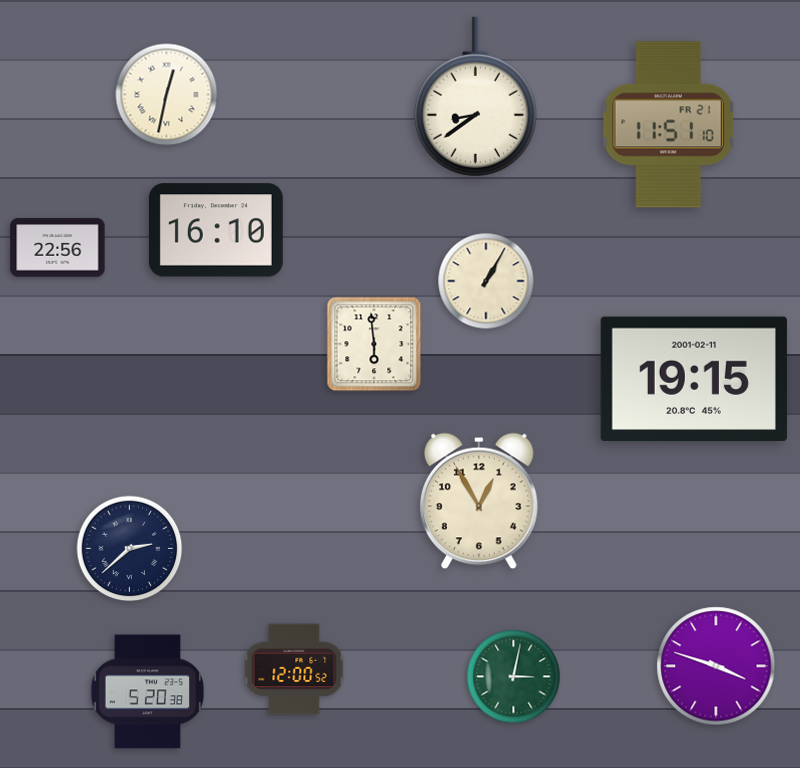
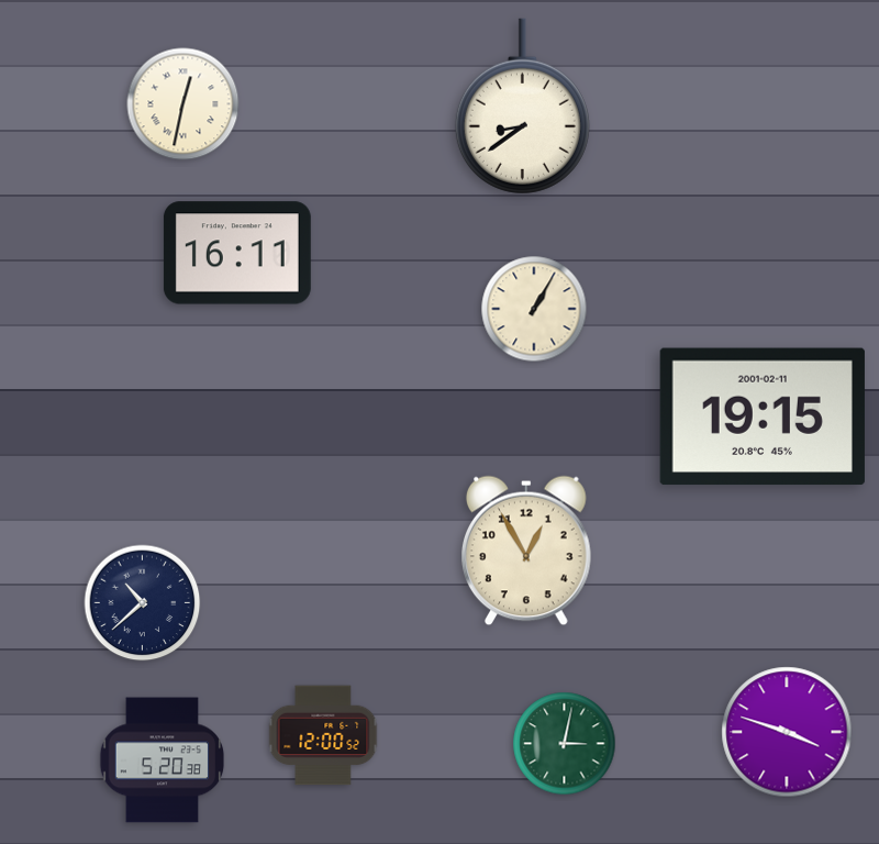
clock at (668, 125): 11:51 -> none
clock at (216, 230): 16:10 -> 16:11
clock at (58, 248): 22:56 -> none
clock at (374, 344): 5:59 -> none
clock at (130, 549): 2:38 -> 10:38
